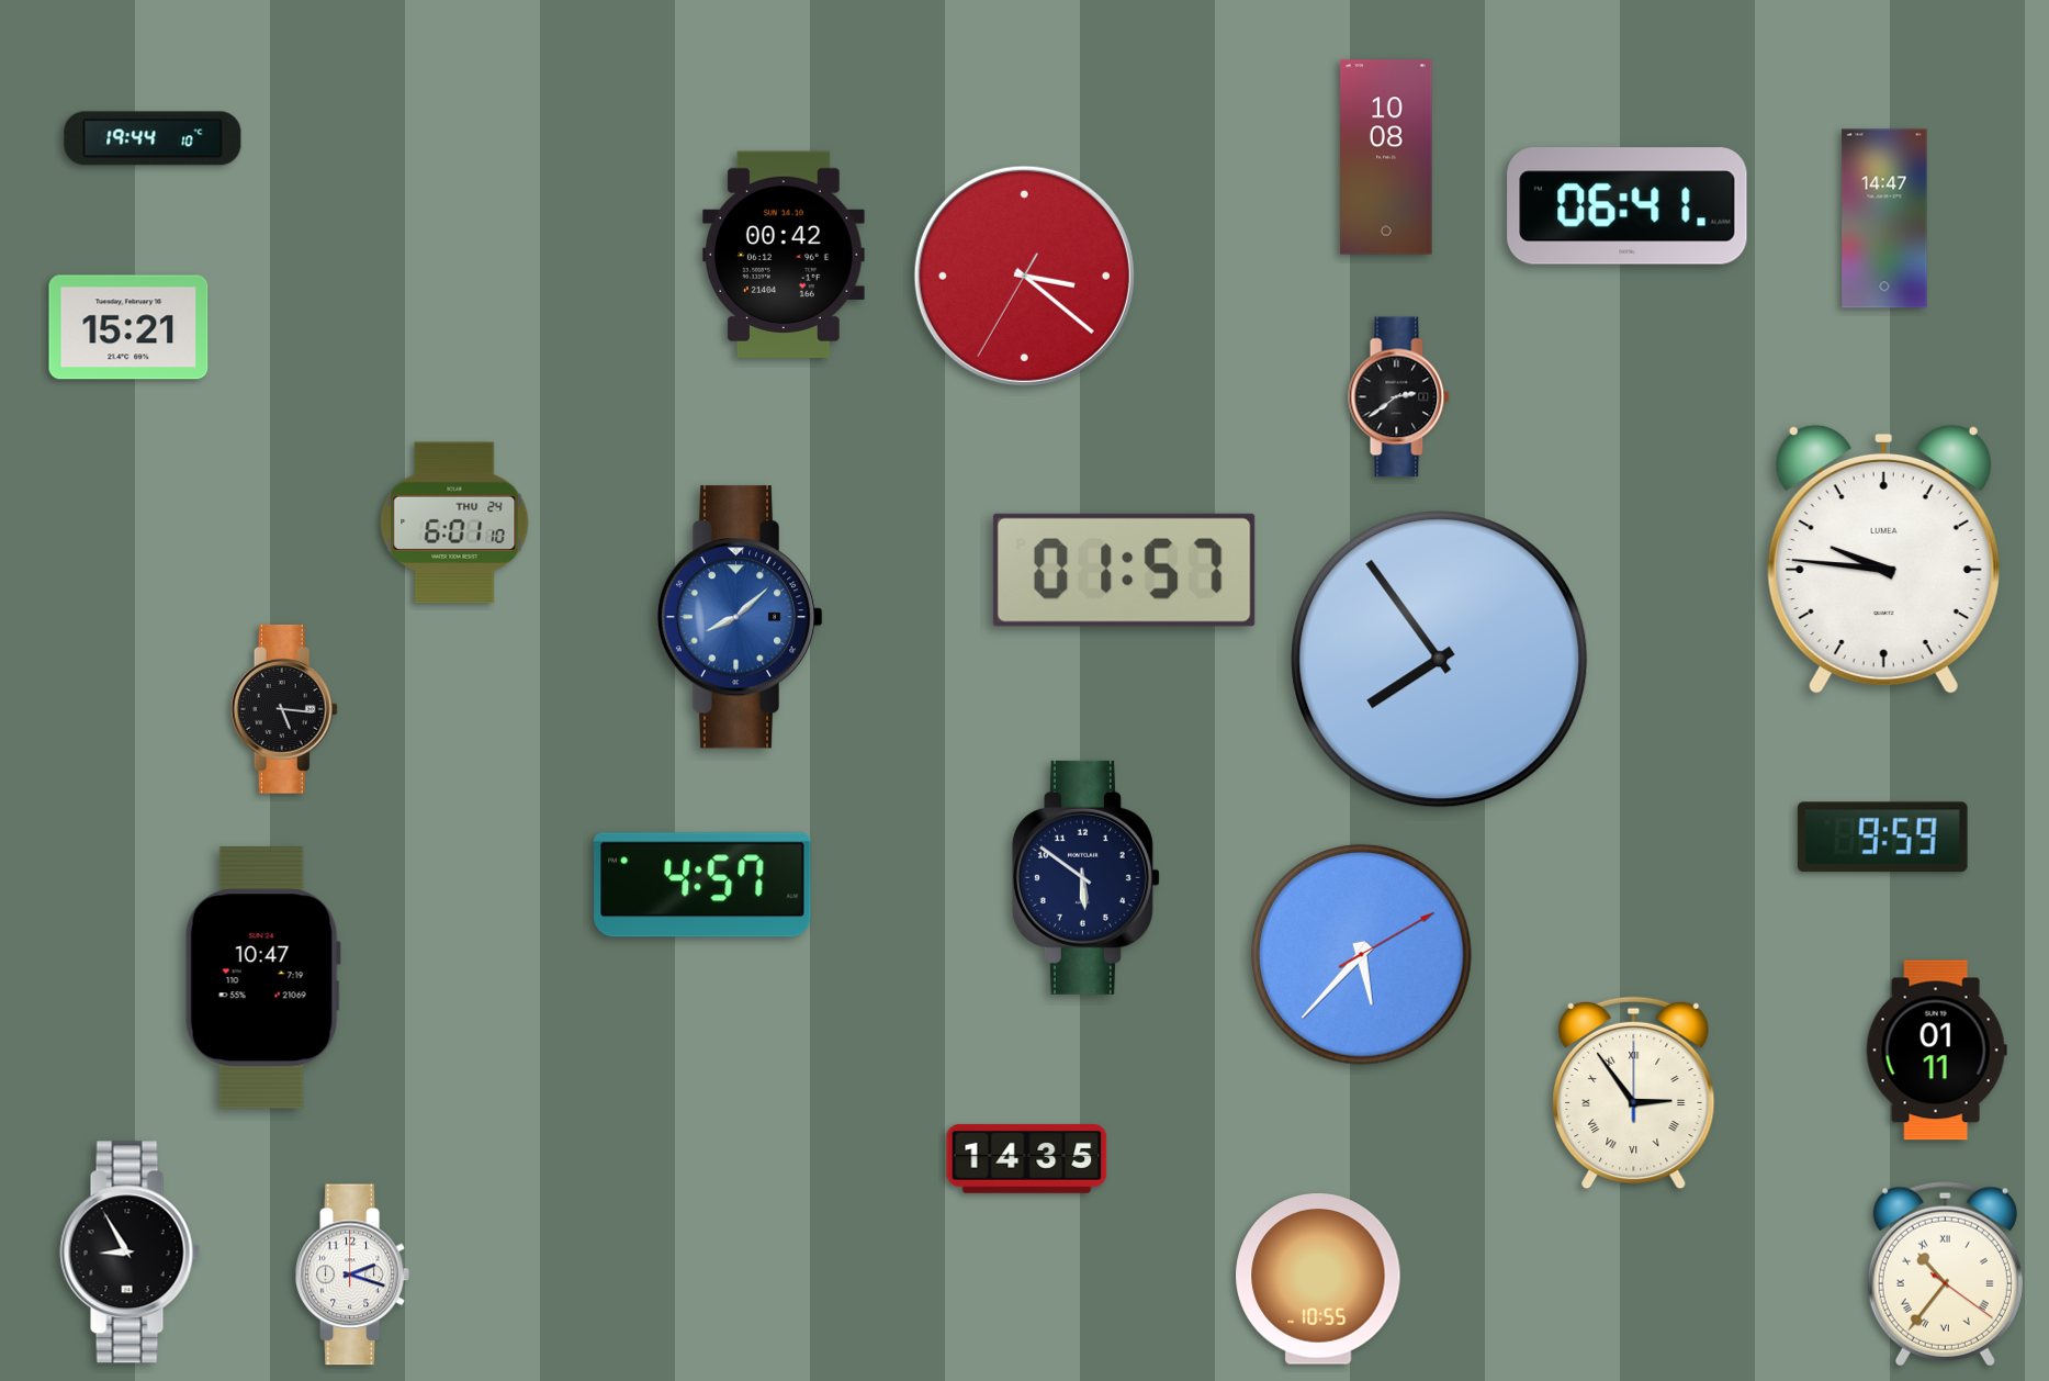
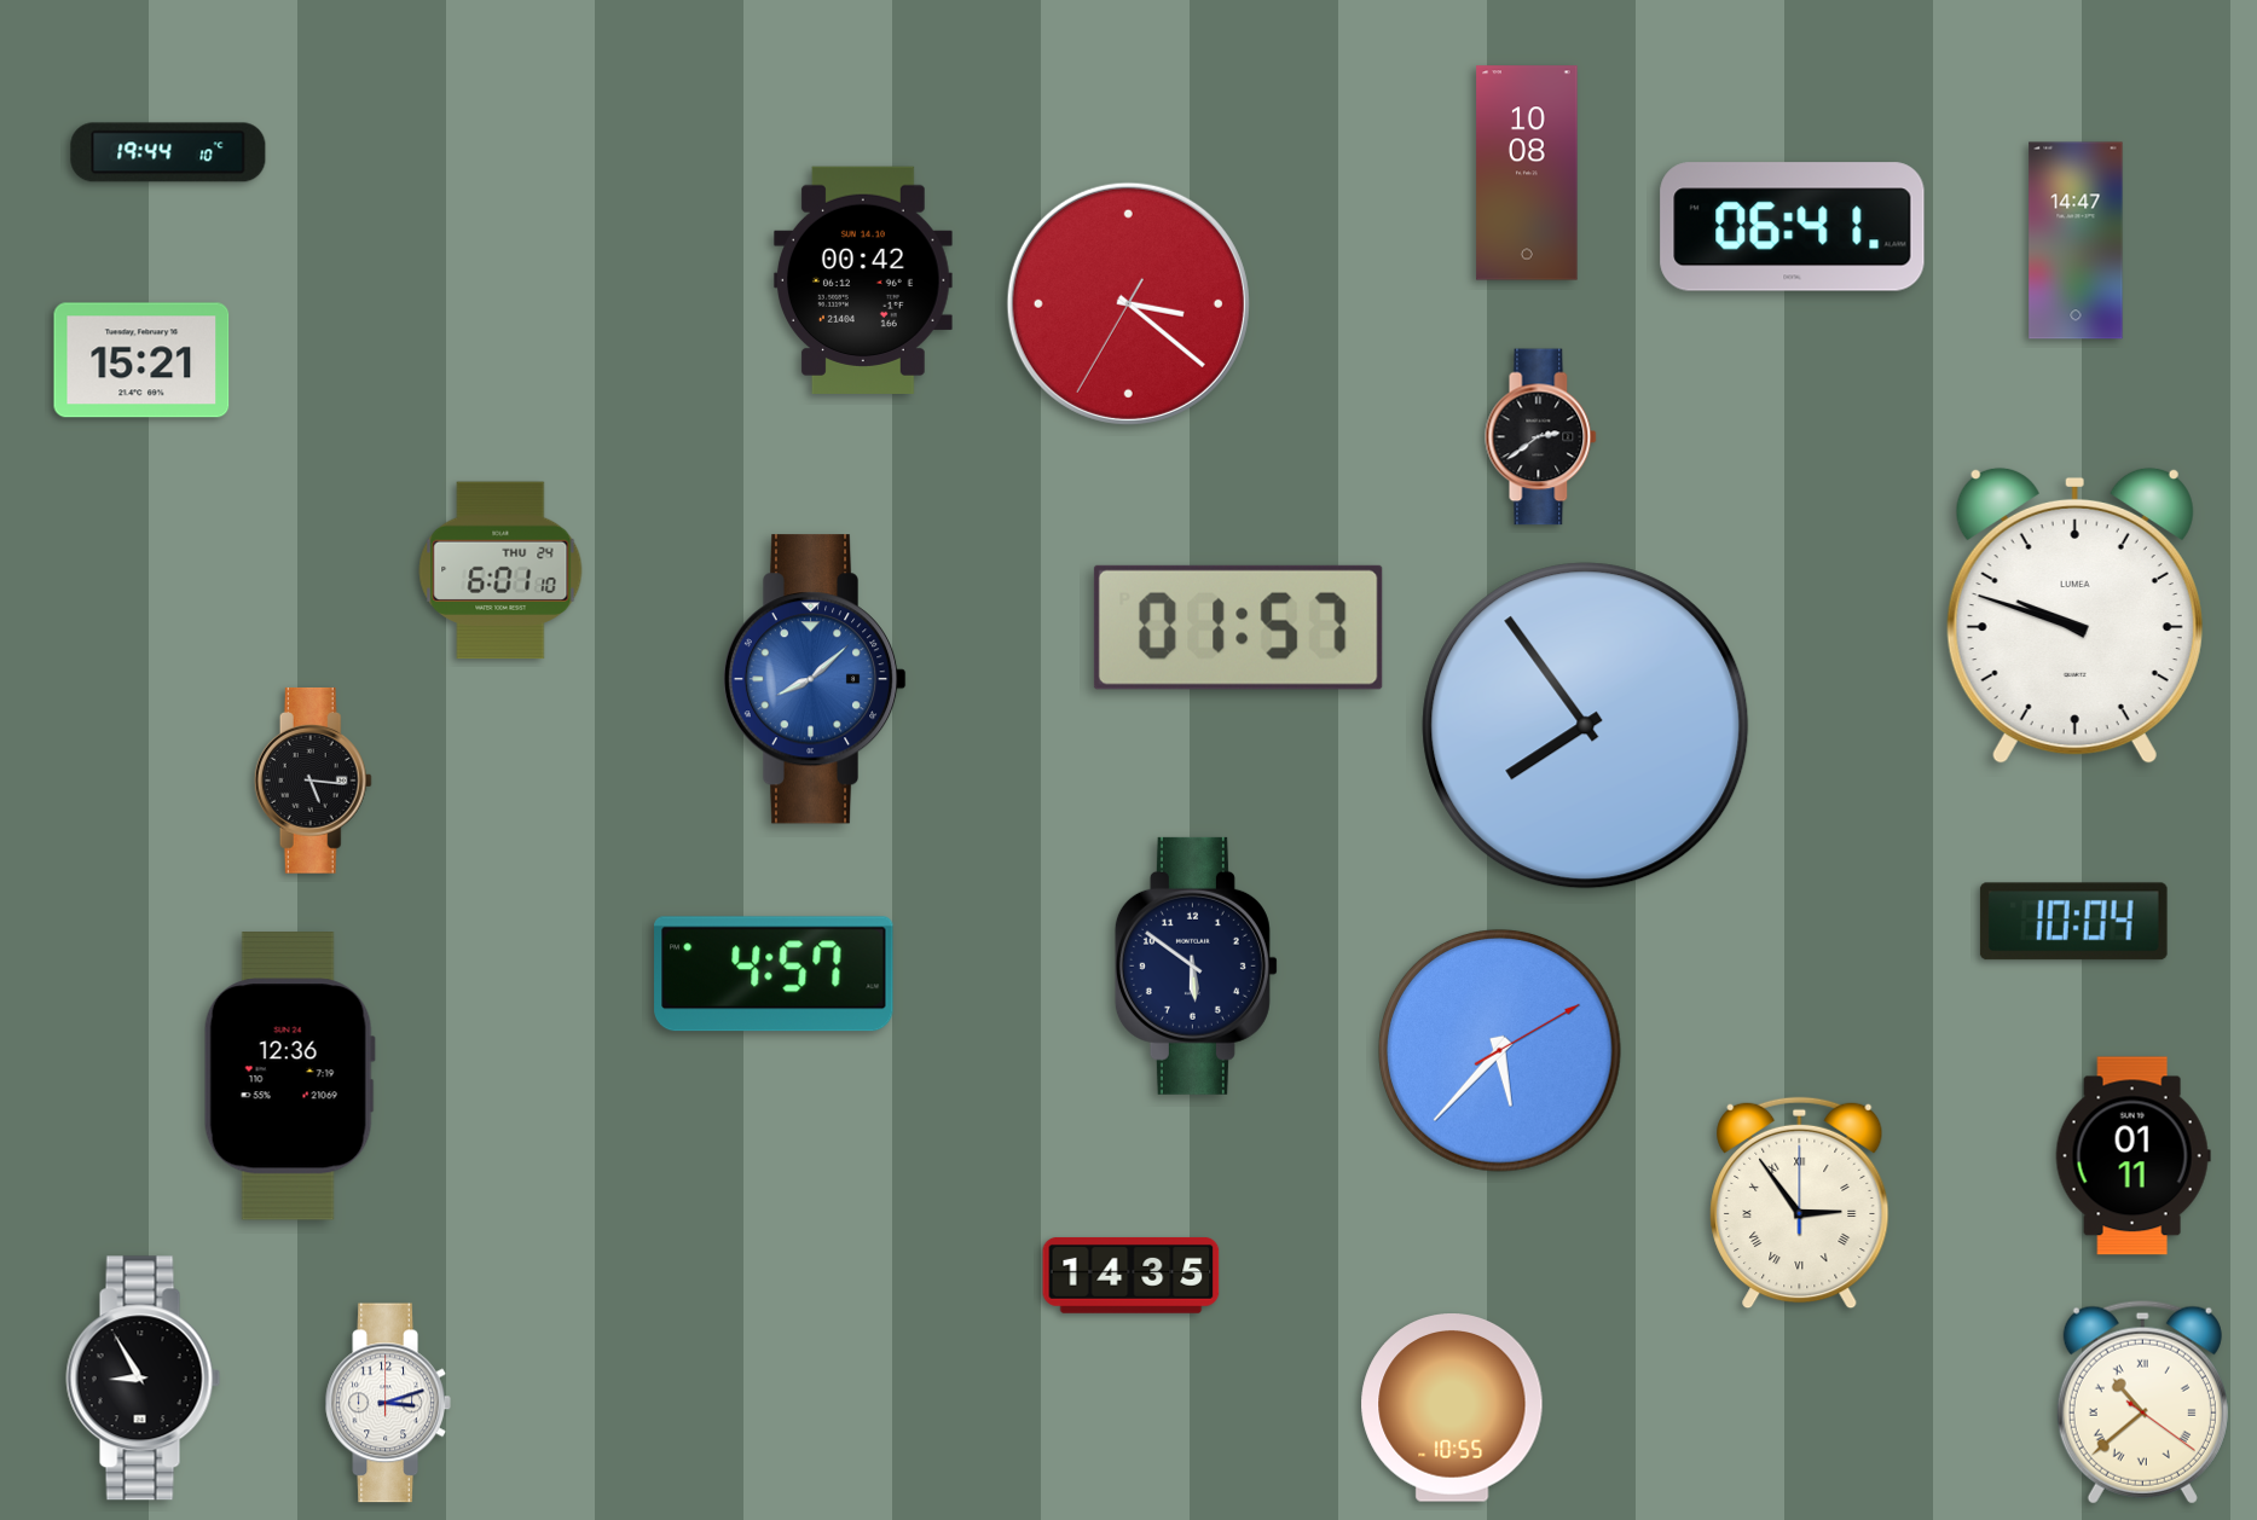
clock at (454, 523) position: (454, 523) -> (500, 570)
clock at (1883, 559): 9:46 -> 9:48
clock at (1882, 838): 9:59 -> 10:04
clock at (262, 978): 10:47 -> 12:36
clock at (352, 1275): 2:18 -> 3:12
clock at (1945, 1275): 10:36 -> 10:38
